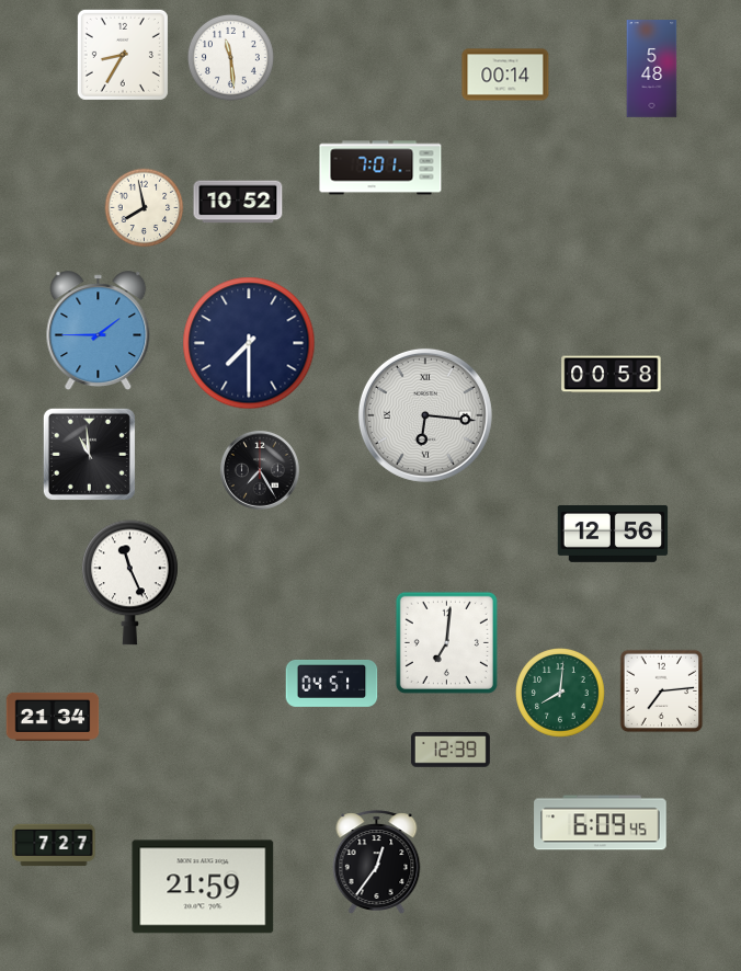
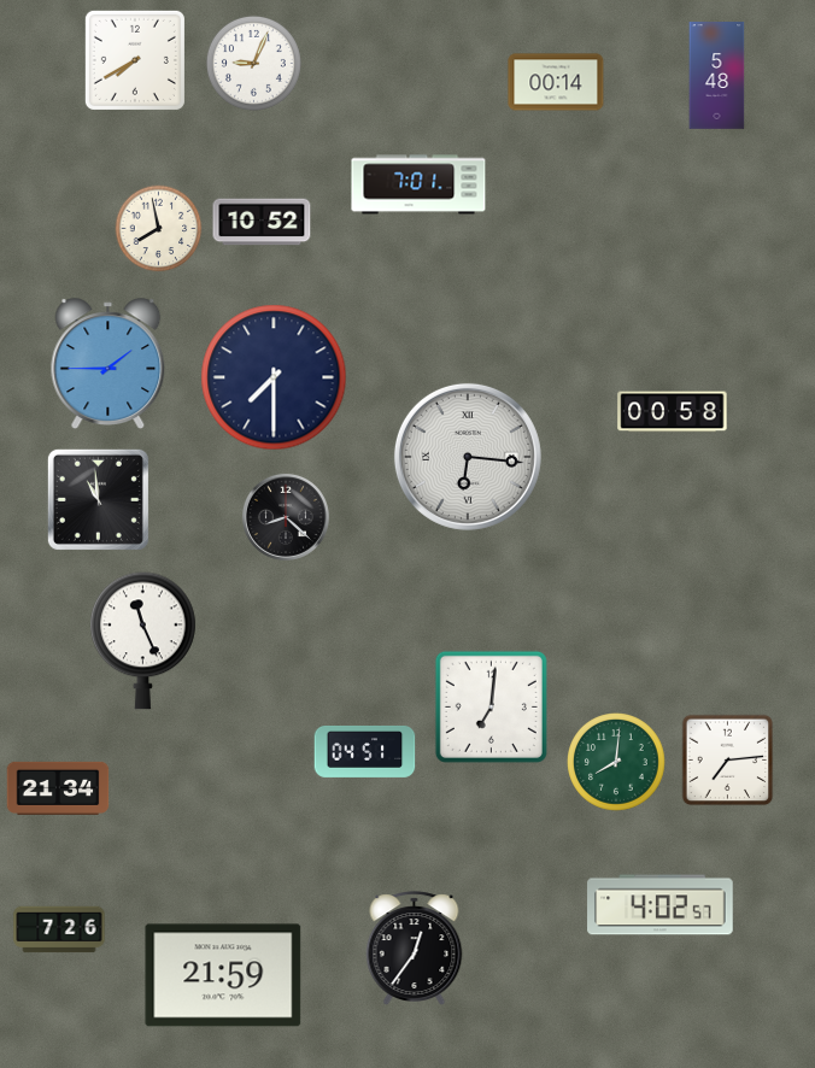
clock at (123, 55): 8:35 -> 7:40
clock at (230, 57): 11:29 -> 9:04
clock at (260, 470): 7:25 -> 8:22
clock at (613, 534): 12:56 -> none
clock at (451, 750): 12:39 -> none
clock at (601, 823): 6:09 -> 4:02
clock at (54, 845): 7:27 -> 7:26
